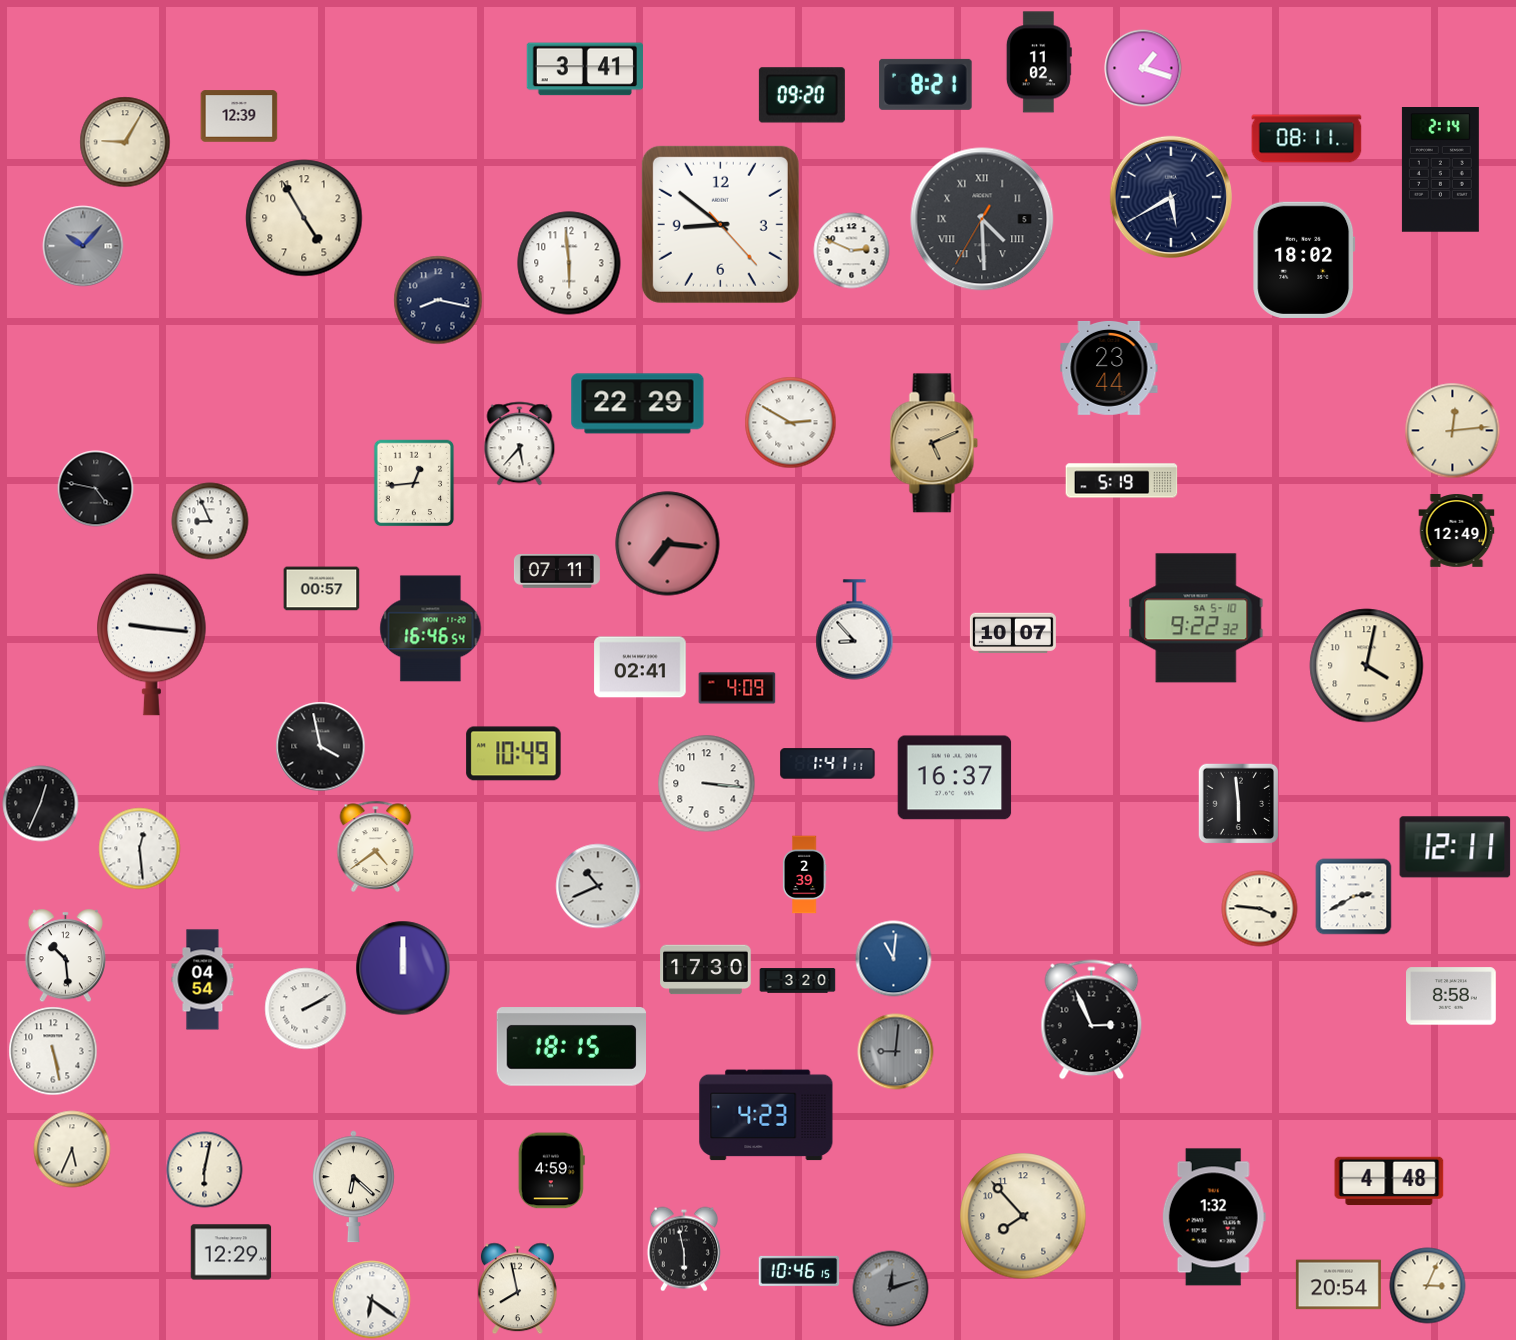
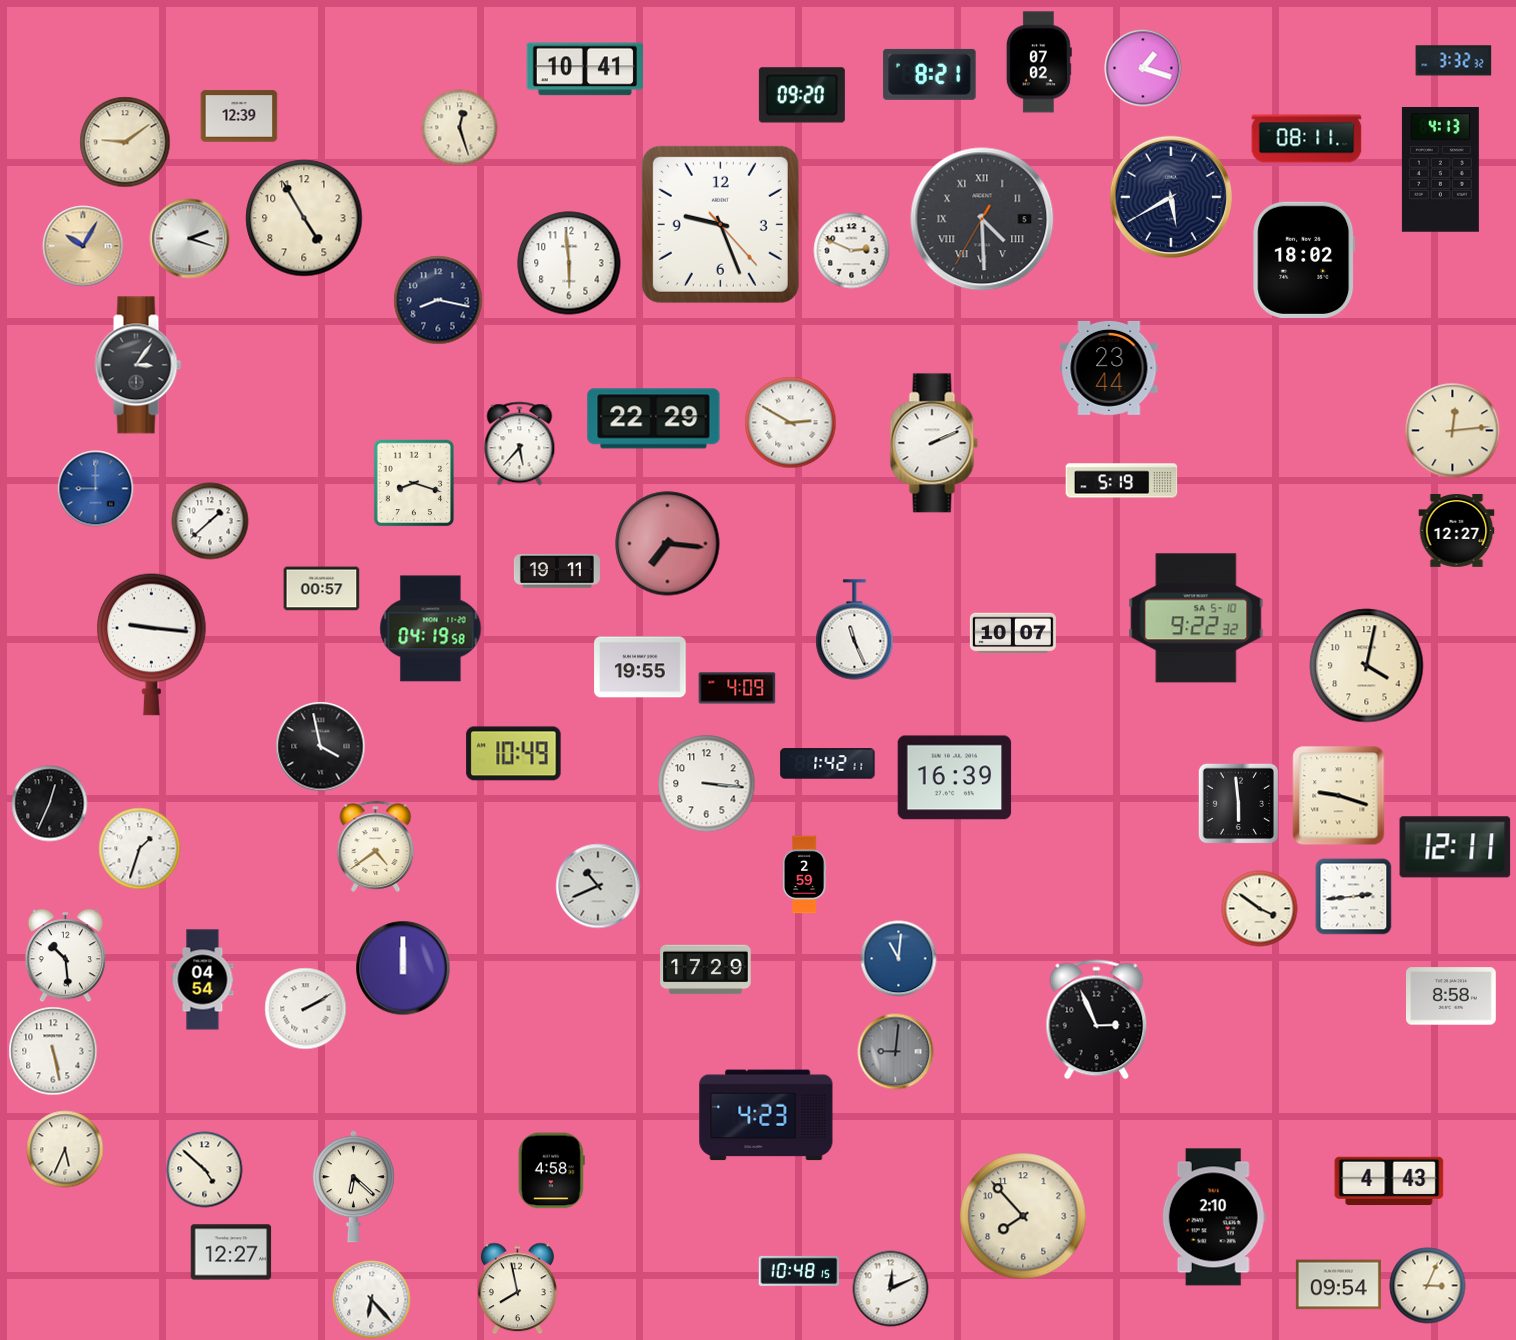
clock at (1454, 61): none -> 3:32
clock at (1039, 62): 11:02 -> 07:02
clock at (585, 69): 3:41 -> 10:41
clock at (926, 84) position: (926, 84) -> (930, 74)
clock at (460, 128): none -> 12:27
clock at (125, 142): 9:05 -> 9:09
clock at (1440, 170): 2:14 -> 4:13
clock at (720, 224): 8:51 -> 9:26
clock at (190, 239): none -> 2:18
clock at (83, 246): 10:07 -> 10:05
clock at (83, 246) dial: grey -> champagne
clock at (138, 365): none -> 3:06
clock at (638, 404) position: (638, 404) -> (654, 419)
clock at (934, 443): 5:11 -> 2:11
clock at (934, 443) dial: champagne -> white
clock at (414, 483): 12:44 -> 8:18
clock at (96, 489): 4:47 -> 9:00
clock at (96, 489) dial: black -> blue
clock at (210, 521): 8:56 -> 1:38
clock at (1457, 531): 12:49 -> 12:27
clock at (557, 571): 07:11 -> 19:11
clock at (431, 629): 16:46 -> 04:19
clock at (855, 630): 8:53 -> 11:26
clock at (640, 667): 02:41 -> 19:55
clock at (828, 764): 1:41 -> 1:42
clock at (955, 778): 16:37 -> 16:39
clock at (1339, 796): none -> 9:18
clock at (41, 804) position: (41, 804) -> (50, 804)
clock at (140, 849): 12:29 -> 1:33
clock at (804, 875): 2:39 -> 2:59
clock at (1354, 897): 2:40 -> 2:44
clock at (1260, 909): 3:46 -> 3:51
clock at (894, 959) position: (894, 959) -> (899, 959)
clock at (706, 970): 17:30 -> 17:29
clock at (798, 981): 3:20 -> none
clock at (1092, 1020) position: (1092, 1020) -> (1097, 1020)
clock at (571, 1047): 18:15 -> none
clock at (72, 1149) position: (72, 1149) -> (65, 1149)
clock at (205, 1170): 6:02 -> 4:52
clock at (551, 1171): 4:59 -> 4:58
clock at (1389, 1181): 4:48 -> 4:43
clock at (1214, 1217): 1:32 -> 2:10
clock at (684, 1249): 5:58 -> none
clock at (231, 1252): 12:29 -> 12:27
clock at (799, 1271): 10:46 -> 10:48
clock at (1338, 1285): 20:54 -> 09:54
clock at (891, 1289): 12:12 -> 12:11
clock at (891, 1289) dial: grey -> white
clock at (372, 1300): 6:21 -> 6:23
